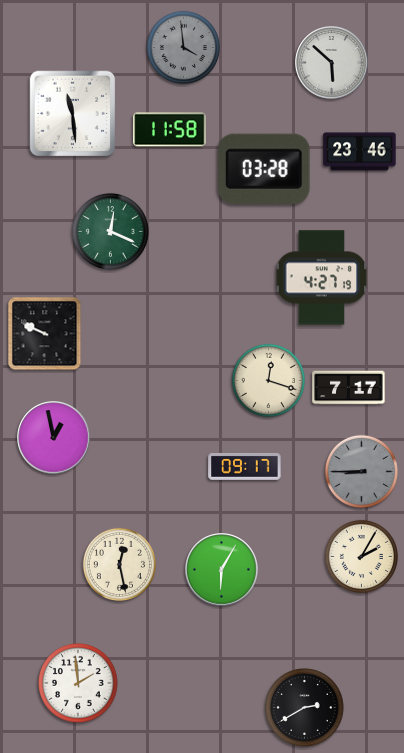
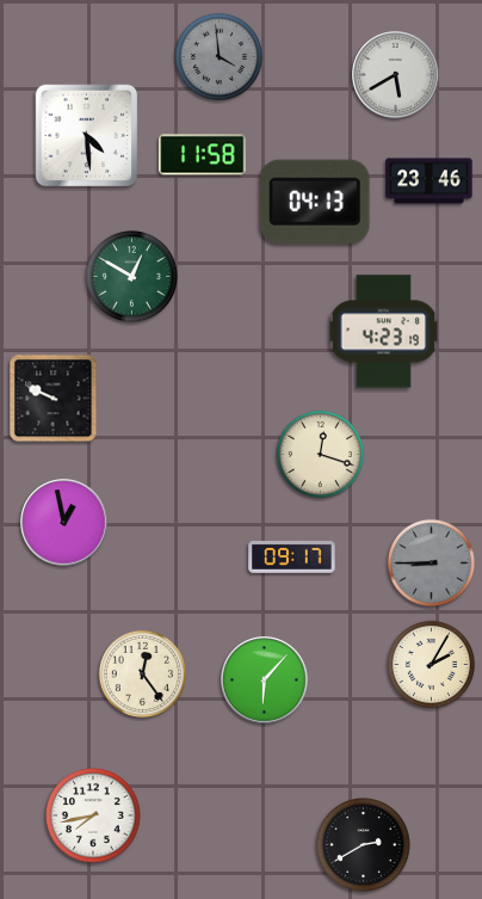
clock at (332, 63): 5:52 -> 5:40
clock at (73, 114): 11:29 -> 4:29
clock at (264, 169): 03:28 -> 04:13
clock at (110, 231): 12:19 -> 12:50
clock at (322, 278): 4:27 -> 4:23
clock at (349, 388): 7:17 -> none
clock at (119, 564): 12:28 -> 12:24
clock at (222, 570): 6:05 -> 6:07
clock at (79, 684): 1:59 -> 7:43
